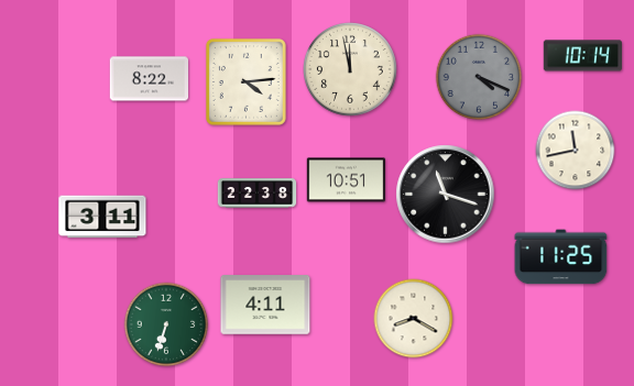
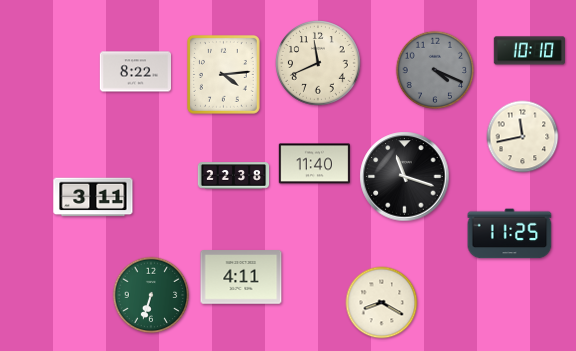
clock at (582, 56): 10:14 -> 10:10
clock at (351, 70): 11:58 -> 11:41
clock at (346, 180): 10:51 -> 11:40
clock at (414, 319) position: (414, 319) -> (382, 303)
